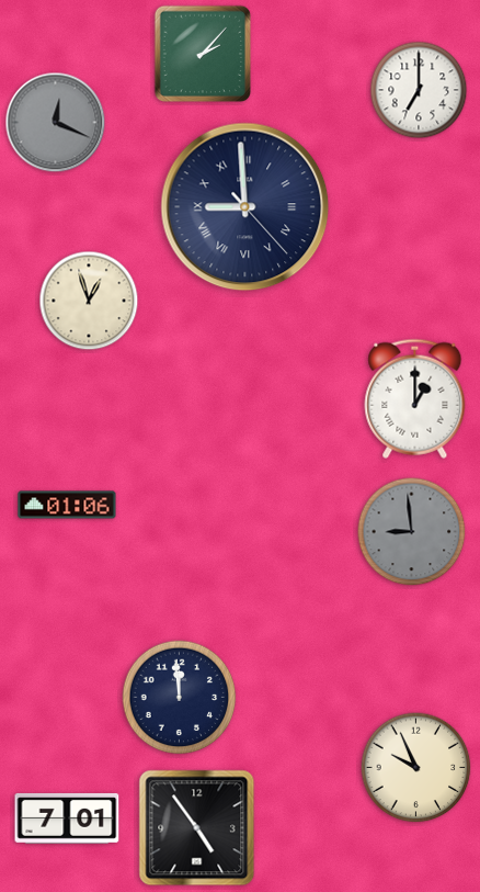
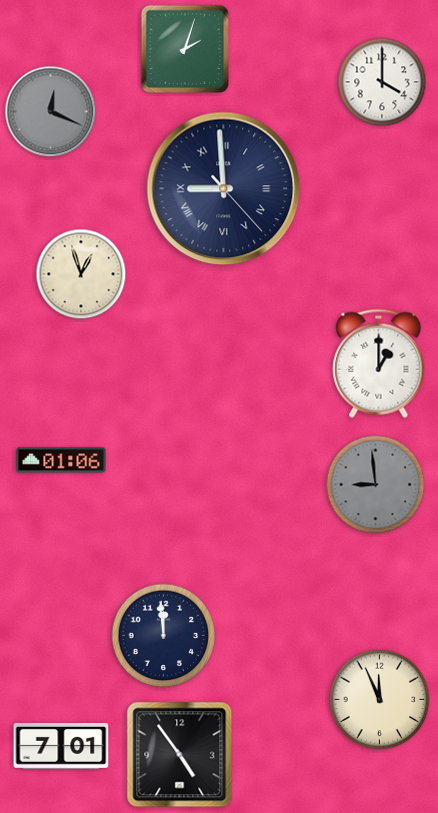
clock at (202, 53): 2:07 -> 2:03
clock at (419, 90): 7:00 -> 4:00
clock at (416, 768): 9:56 -> 11:56
